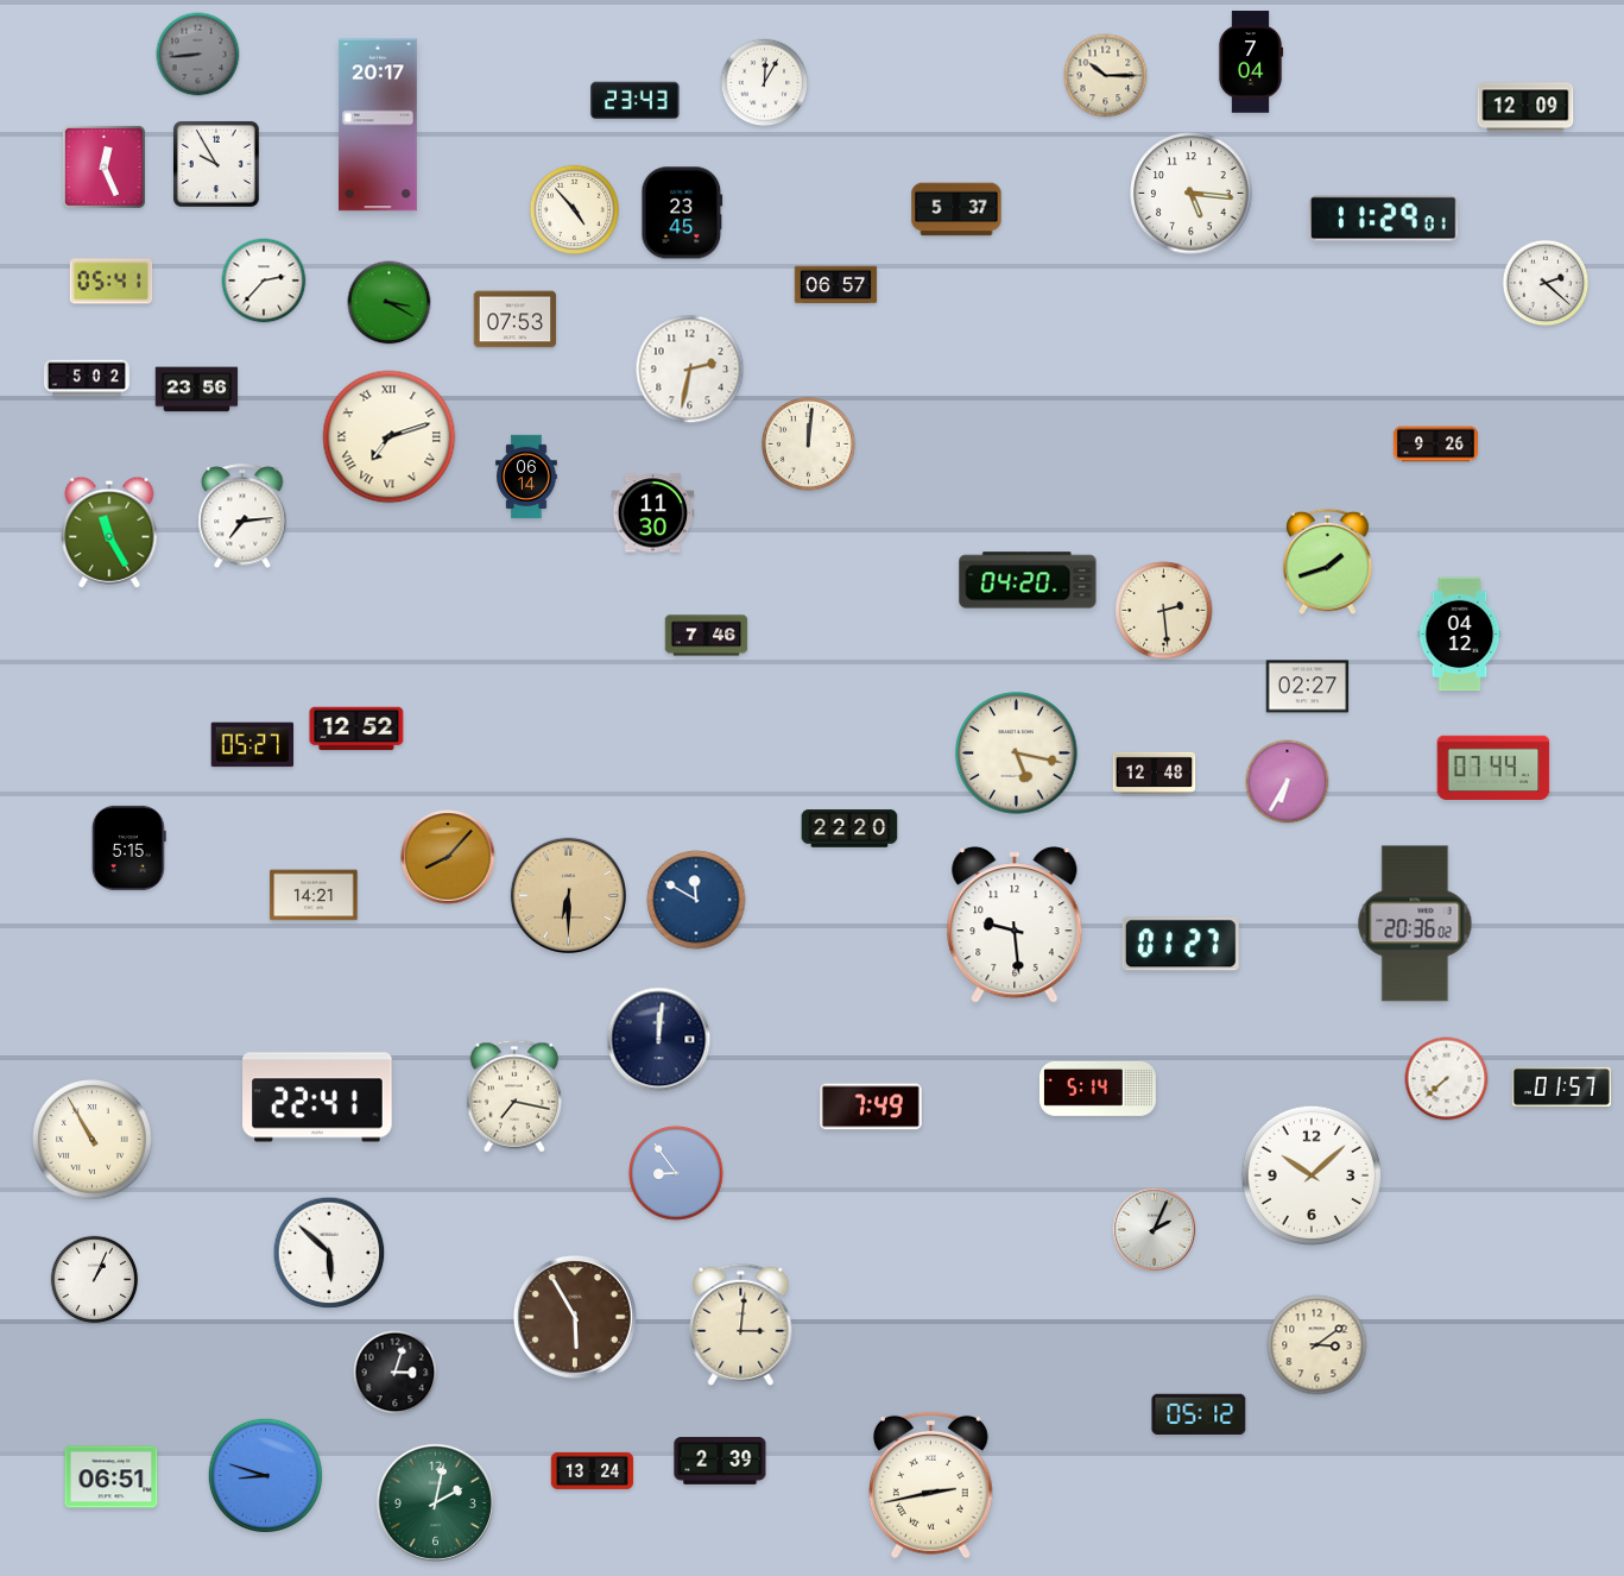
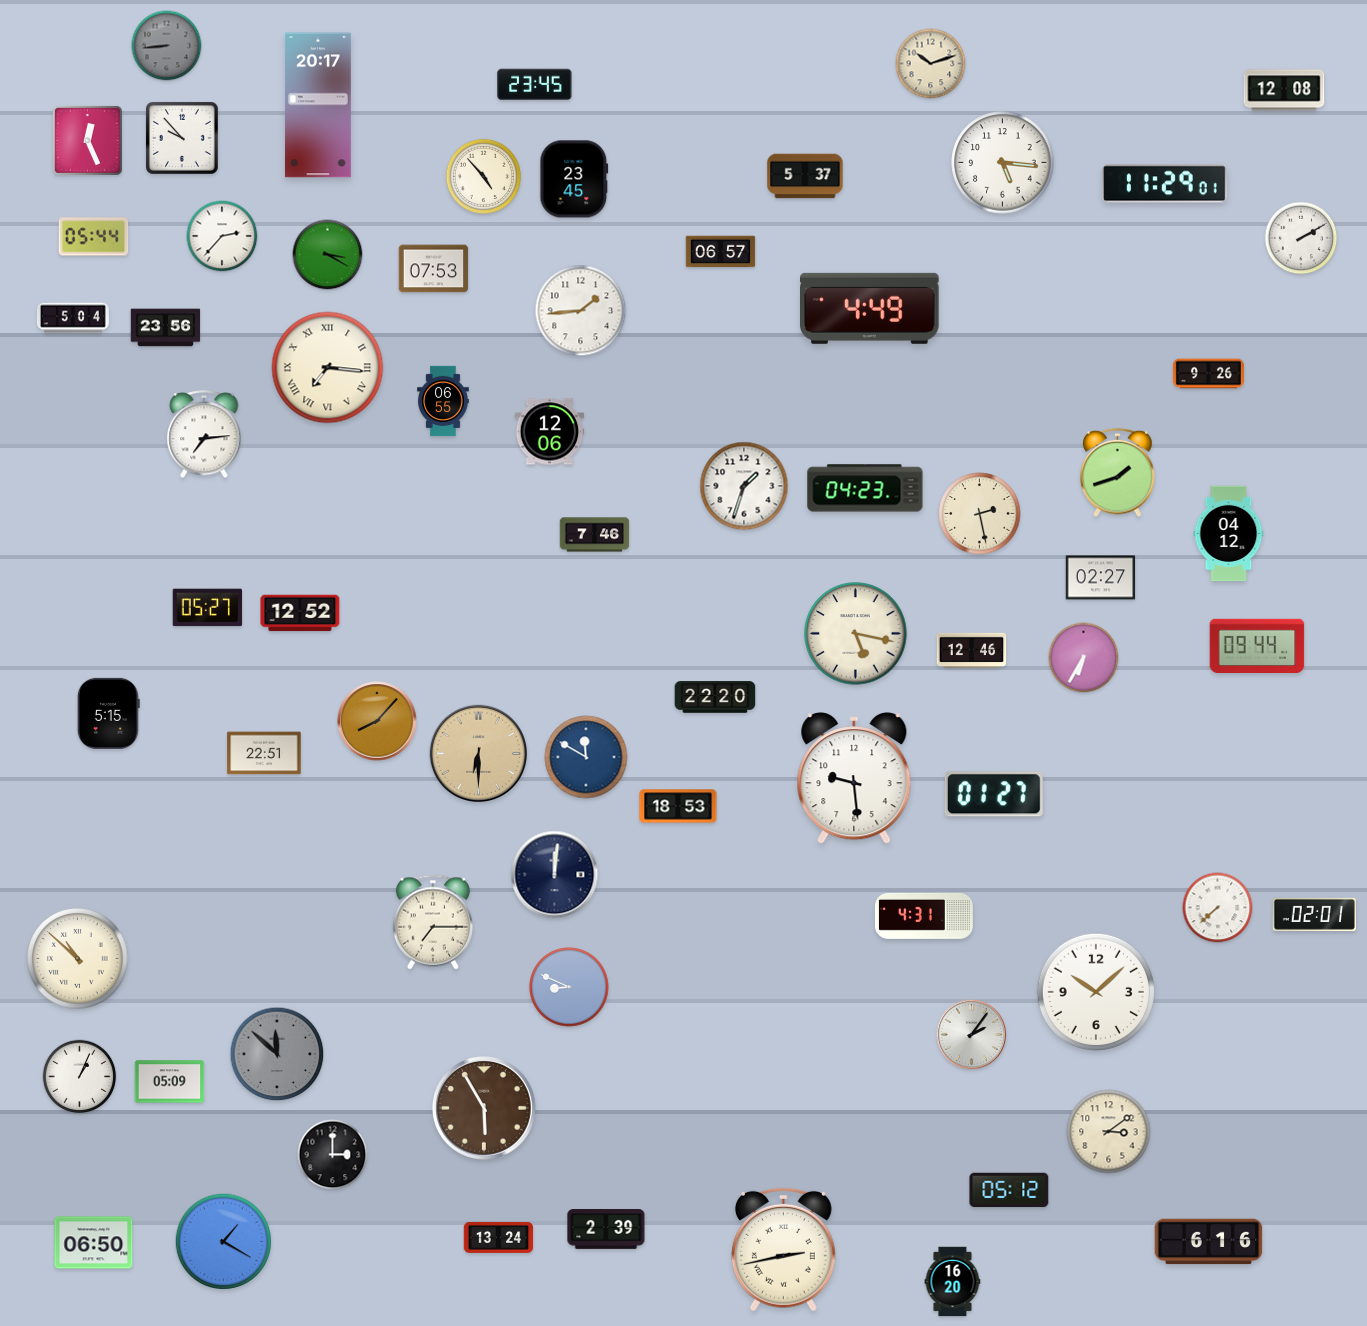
clock at (1251, 62): 7:04 -> none
clock at (1106, 76): 10:15 -> 10:12
clock at (765, 83): 12:05 -> none
clock at (636, 101): 23:43 -> 23:45
clock at (1525, 107): 12:09 -> 12:08
clock at (216, 164): 9:55 -> 9:53
clock at (112, 282): 05:41 -> 05:44
clock at (1546, 283): 2:22 -> 2:10
clock at (836, 285) position: (836, 285) -> (721, 252)
clock at (870, 308): none -> 4:49
clock at (690, 370): 2:32 -> 1:44
clock at (87, 378): 5:02 -> 5:04
clock at (390, 437): 7:12 -> 7:16
clock at (809, 445): 12:01 -> none
clock at (526, 477): 06:14 -> 06:55
clock at (653, 513): 11:30 -> 12:06
clock at (109, 532): 11:25 -> none
clock at (744, 486): none -> 1:33
clock at (1028, 580): 04:20 -> 04:23
clock at (1164, 611): 2:29 -> 2:28
clock at (253, 745) position: (253, 745) -> (208, 608)
clock at (1493, 767): 07:44 -> 09:44
clock at (1155, 773): 12:48 -> 12:46
clock at (314, 895): 14:21 -> 22:51
clock at (1415, 923): 20:36 -> none
clock at (678, 806): none -> 18:53
clock at (1561, 1086): 01:57 -> 02:01
clock at (1098, 1089): 5:14 -> 4:31
clock at (514, 1096): 7:17 -> 7:15
clock at (317, 1097): 22:41 -> none
clock at (871, 1107): 7:49 -> none
clock at (93, 1140): 10:55 -> 10:52
clock at (676, 1173): 8:54 -> 8:49
clock at (1310, 1174) position: (1310, 1174) -> (1095, 991)
clock at (1154, 1229): 2:04 -> 2:06
clock at (329, 1253): 5:52 -> 11:52
clock at (329, 1253) dial: white -> grey
clock at (170, 1082): none -> 05:09
clock at (741, 1324): 3:01 -> none
clock at (396, 1373): 3:03 -> 3:00
clock at (265, 1475): 8:48 -> 1:20
clock at (1209, 1242): none -> 6:16
clock at (112, 1477): 06:51 -> 06:50
clock at (435, 1502): 2:02 -> none
clock at (953, 1282): none -> 16:20
